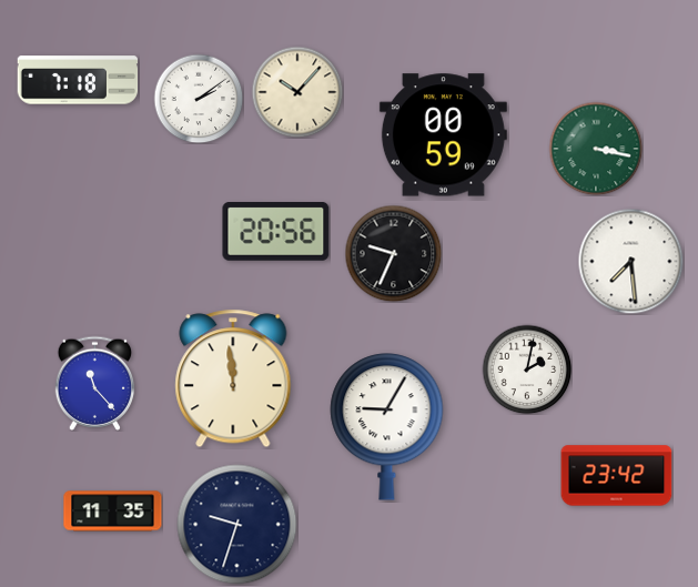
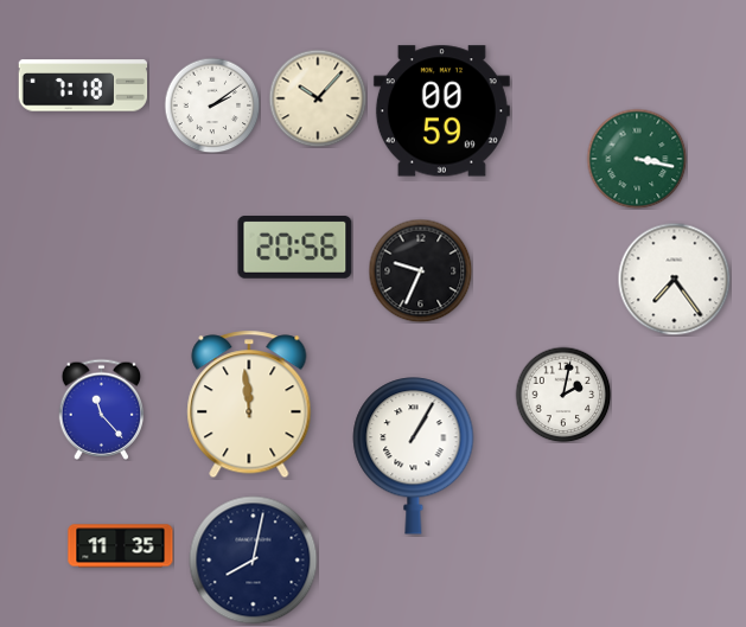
clock at (443, 135) position: (443, 135) -> (441, 111)
clock at (630, 261): 7:29 -> 7:24
clock at (387, 427): 9:05 -> 1:05
clock at (617, 476): 23:42 -> none
clock at (237, 525): 9:33 -> 8:02
